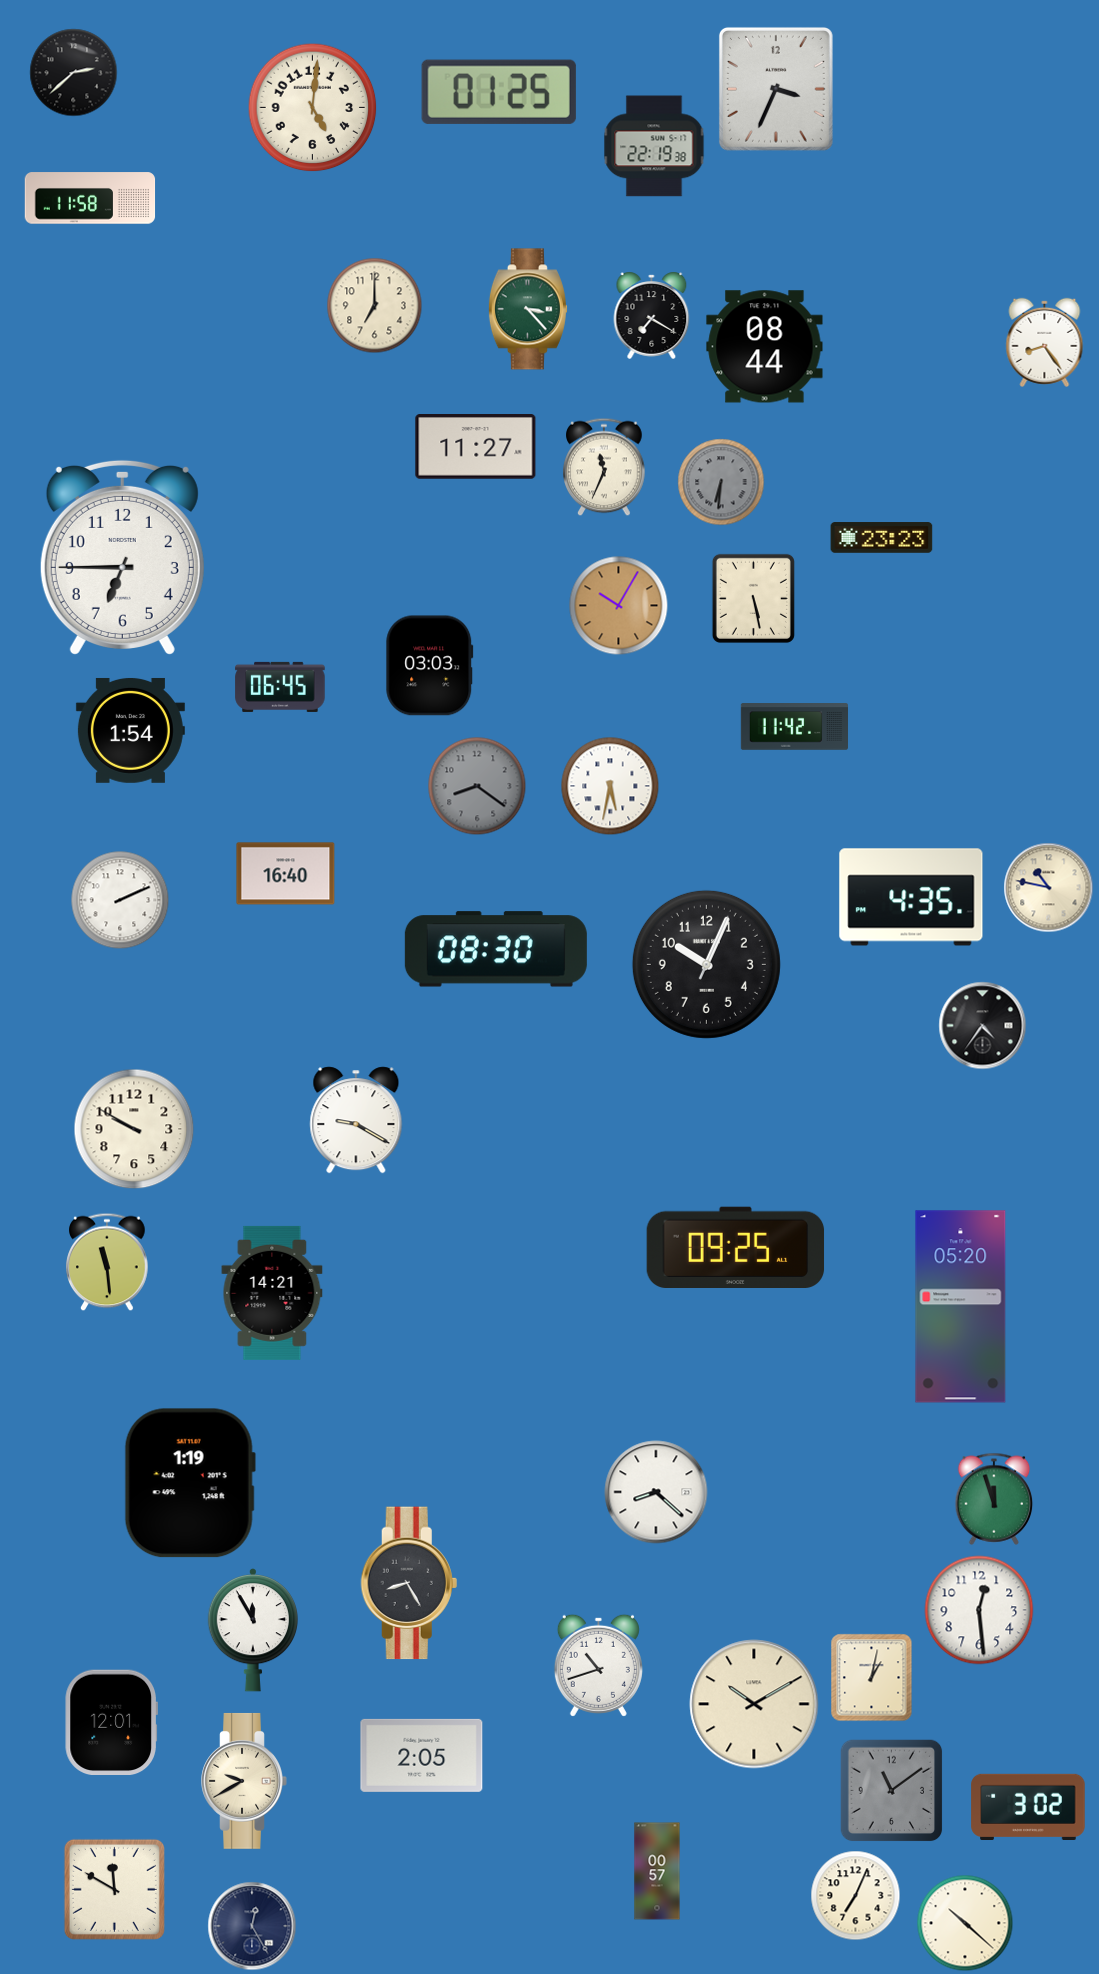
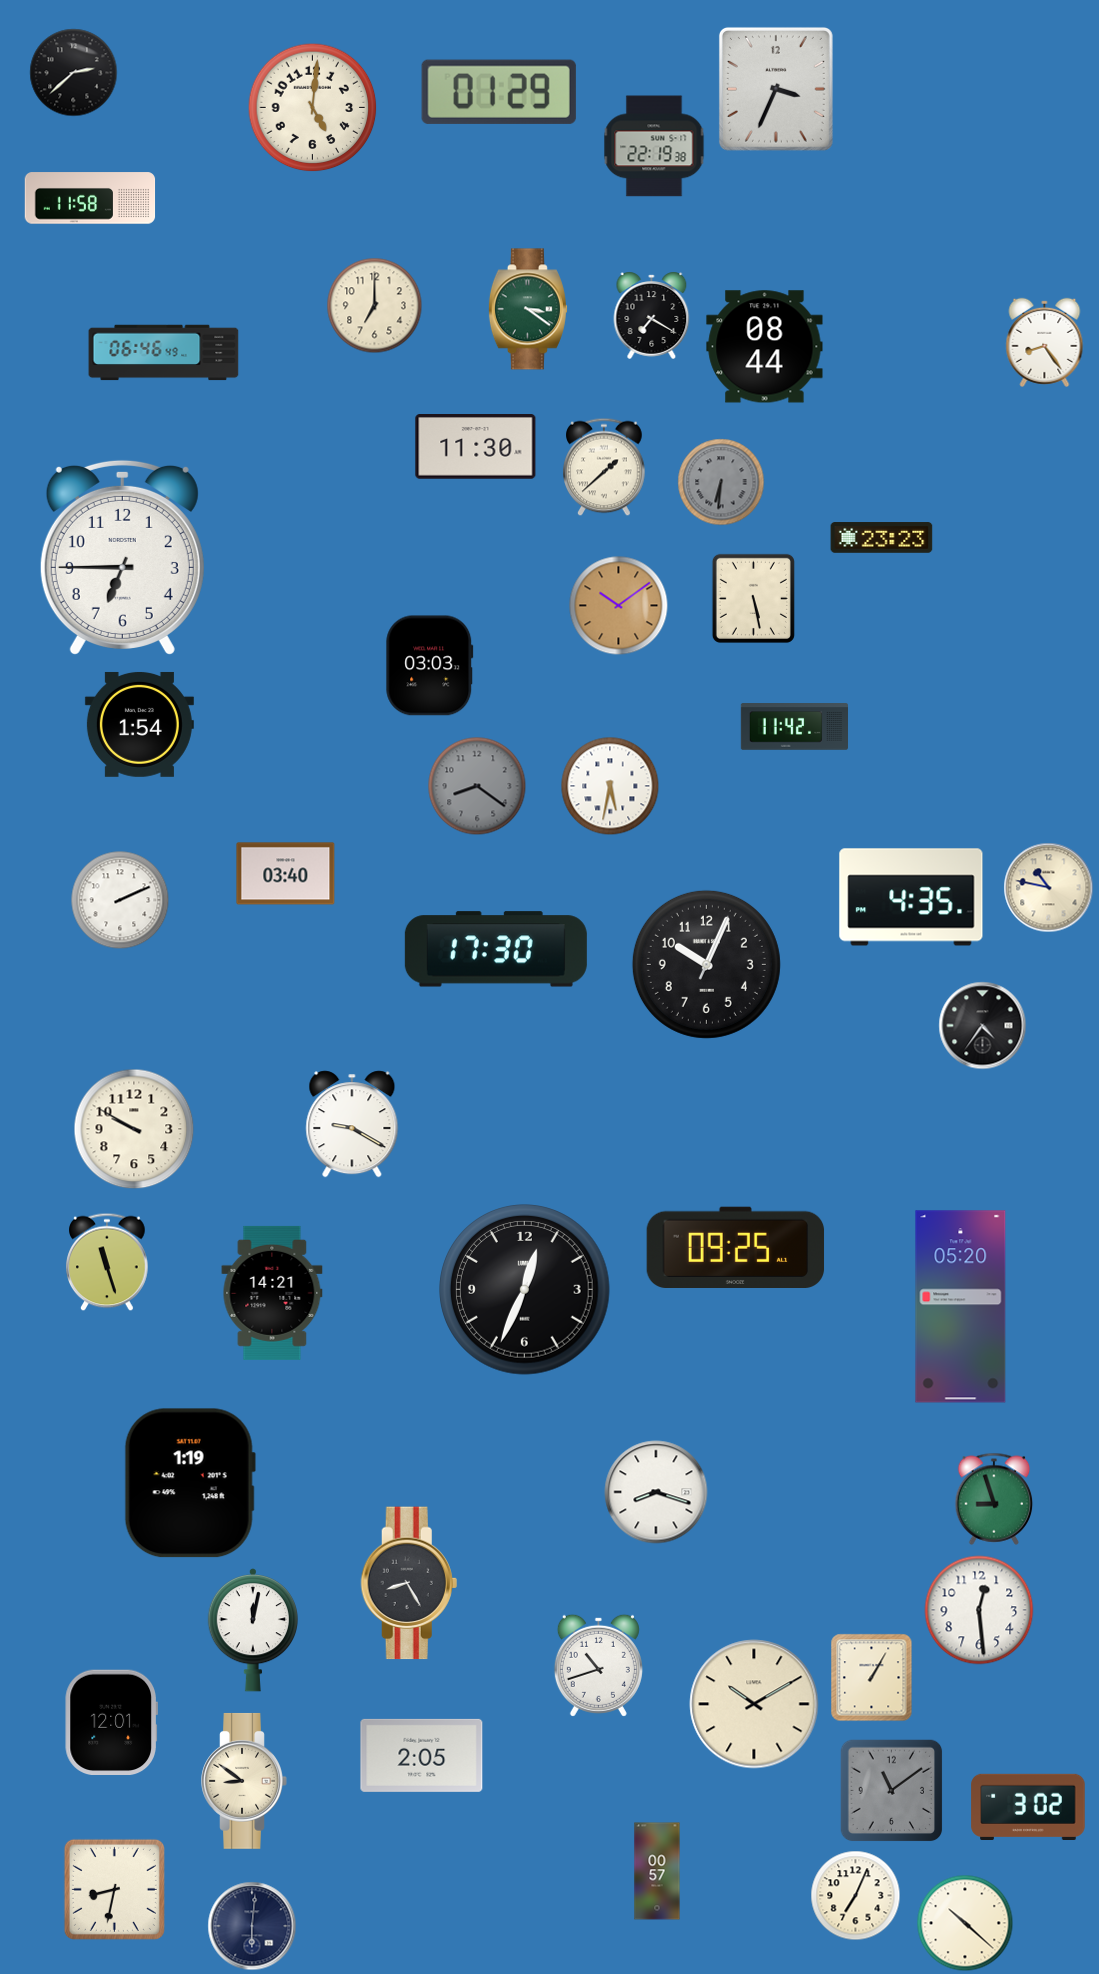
clock at (499, 92): 01:25 -> 01:29
clock at (528, 309): 3:23 -> 3:21
clock at (164, 353): none -> 06:46
clock at (476, 447): 11:27 -> 11:30
clock at (604, 467): 11:34 -> 1:38
clock at (619, 606): 10:05 -> 10:09
clock at (280, 687): 06:45 -> none
clock at (130, 730) position: (130, 730) -> (139, 724)
clock at (286, 874): 16:40 -> 03:40
clock at (496, 949): 08:30 -> 17:30
clock at (356, 1120) position: (356, 1120) -> (352, 1124)
clock at (107, 1262): 11:29 -> 11:27
clock at (525, 1290): none -> 12:34
clock at (656, 1492): 8:22 -> 8:18
clock at (994, 1499): 11:57 -> 8:57
clock at (252, 1631): 11:55 -> 12:02
clock at (872, 1678): 1:02 -> 1:05
clock at (244, 1781): 9:40 -> 8:51
clock at (114, 1889): 11:50 -> 8:32
clock at (252, 1926): 12:25 -> 6:01
